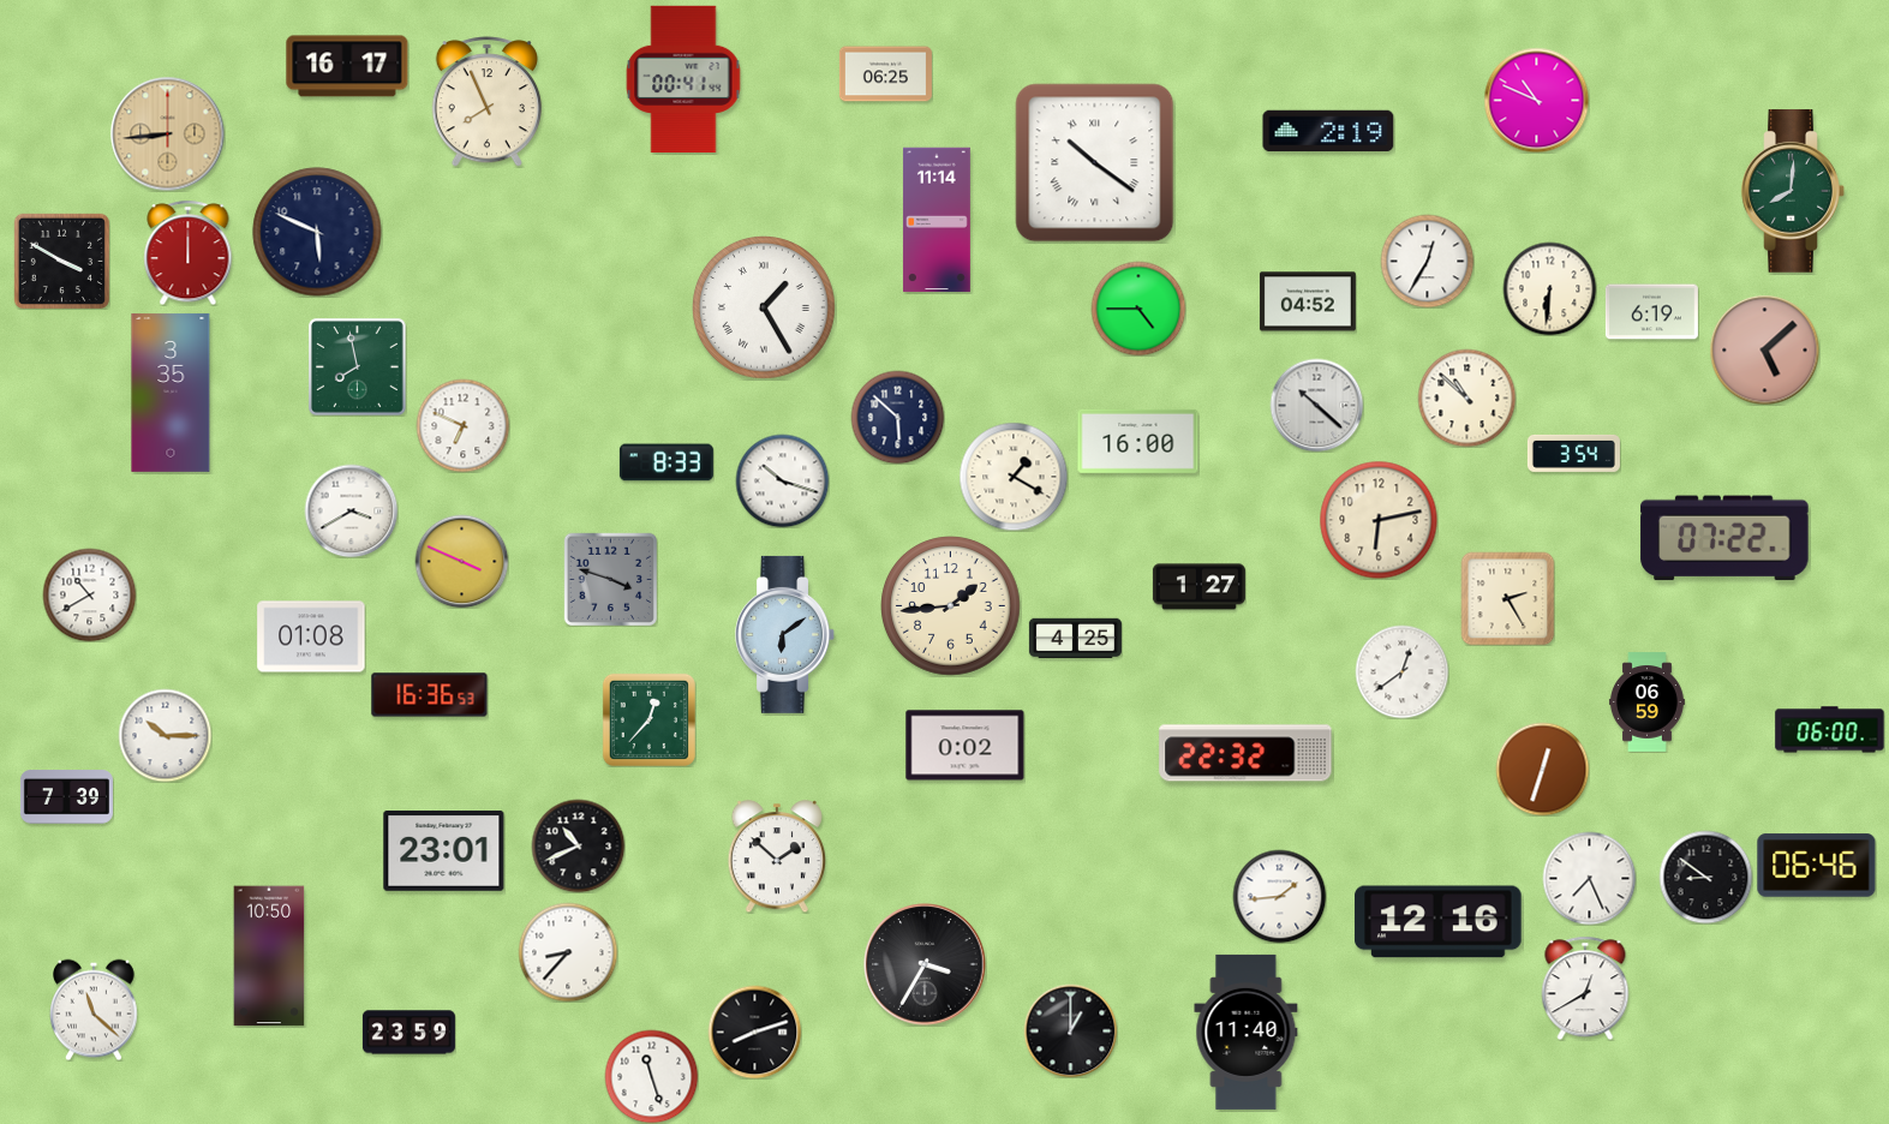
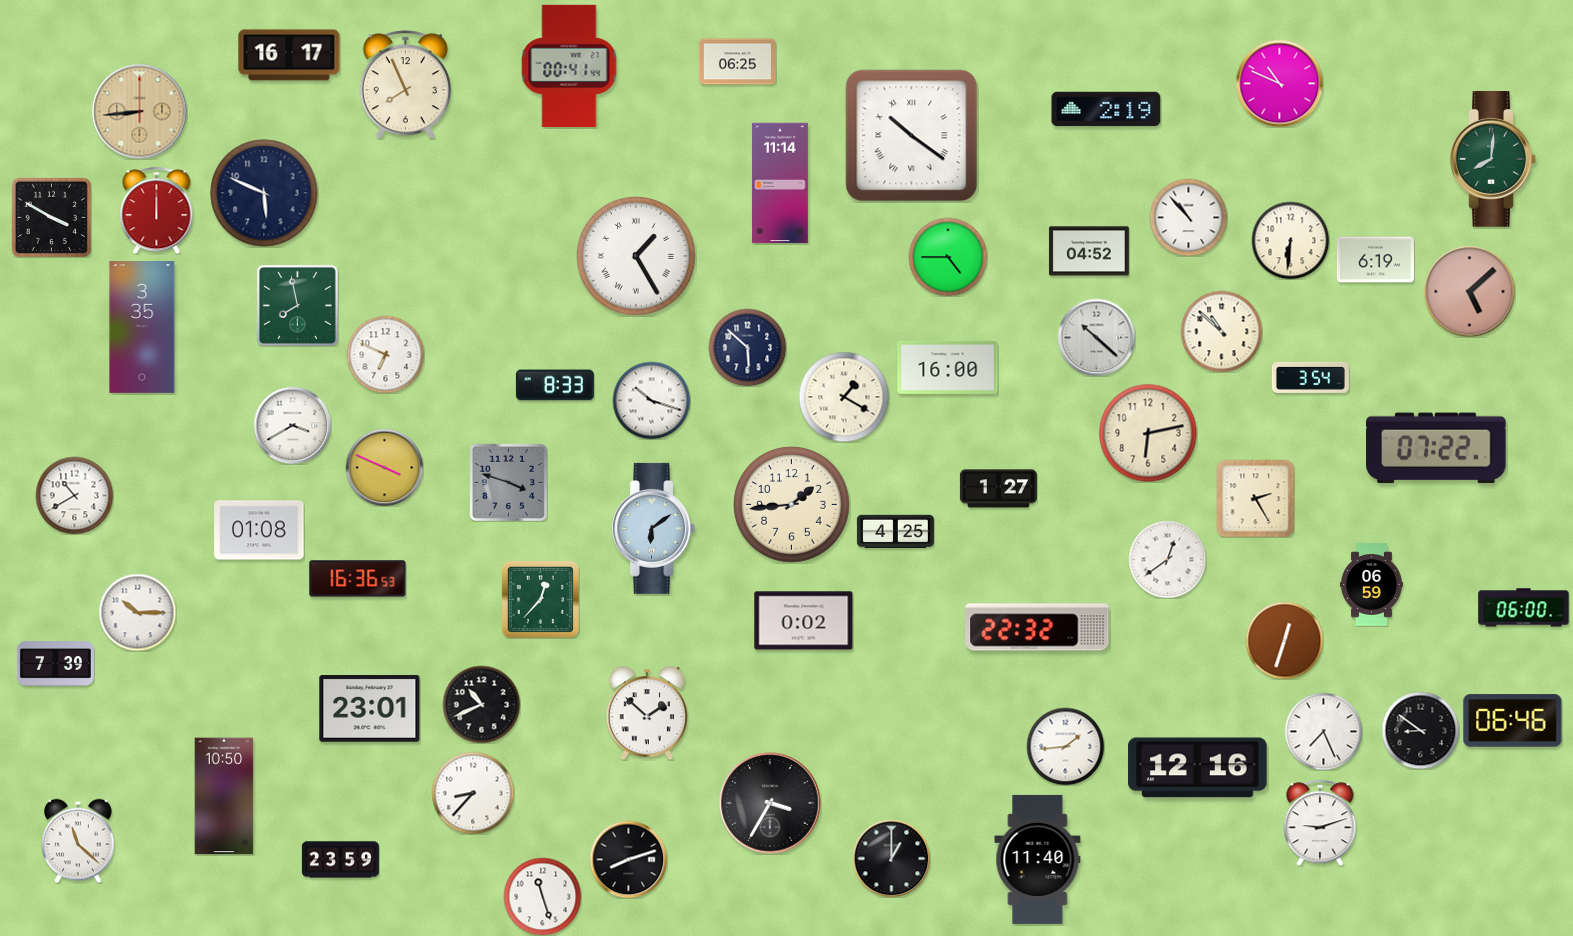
clock at (1427, 261): 12:35 -> 10:53
clock at (1585, 988): 12:40 -> 9:12
